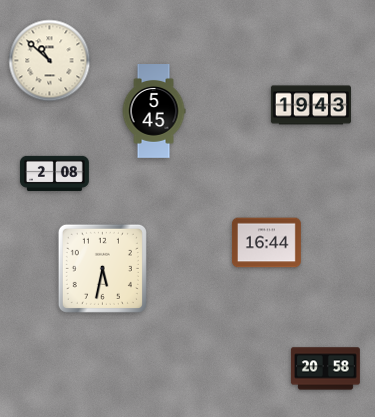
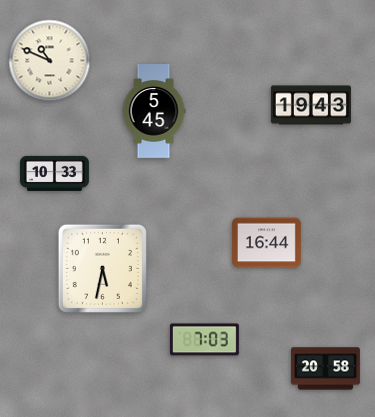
clock at (50, 61): 10:52 -> 10:49
clock at (55, 173): 2:08 -> 10:33
clock at (204, 340): none -> 7:03
